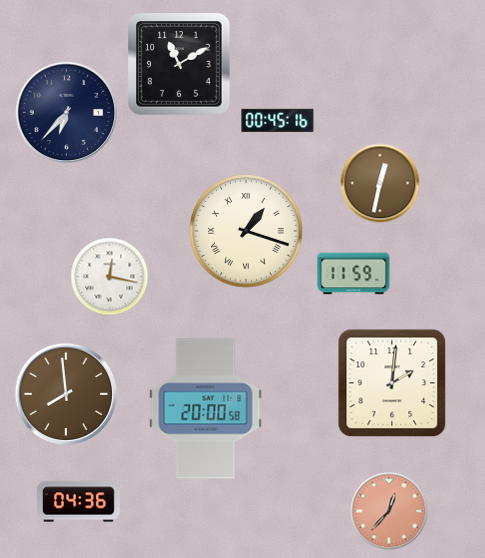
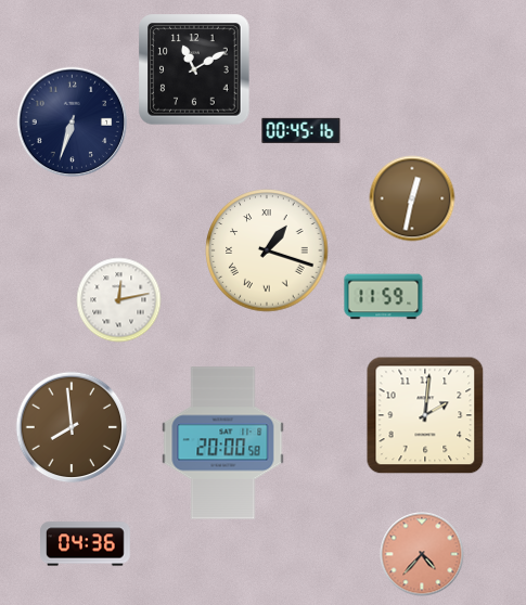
clock at (67, 113): 6:37 -> 6:33
clock at (110, 277): 12:17 -> 12:13
clock at (389, 511): 12:37 -> 4:37
